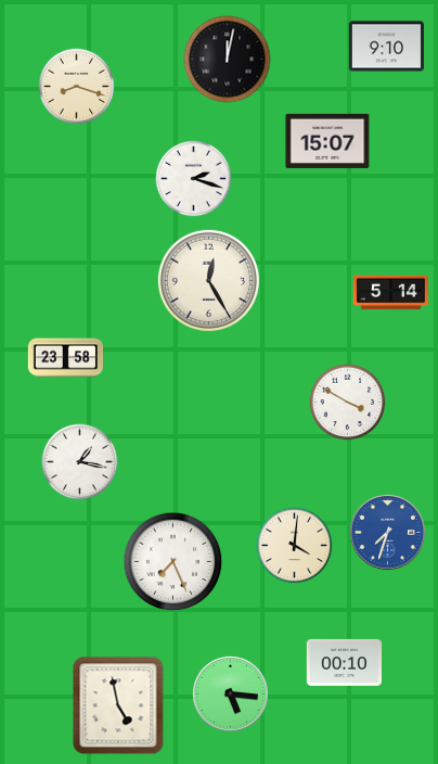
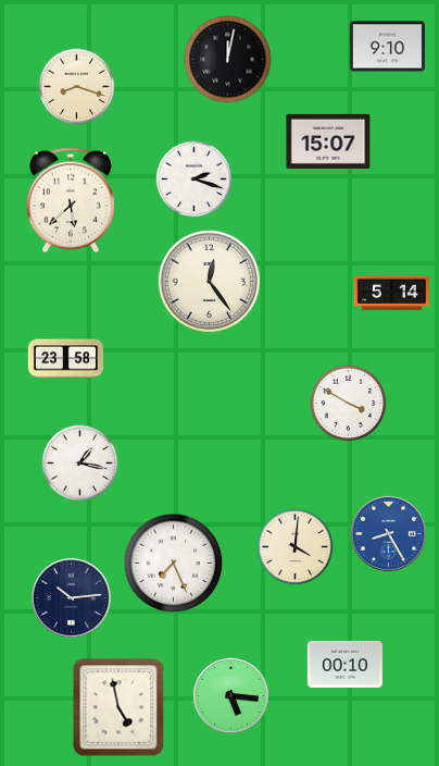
clock at (71, 200): none -> 5:38
clock at (208, 280): 12:25 -> 12:24
clock at (387, 532): 7:33 -> 8:25
clock at (72, 598): none -> 10:14
